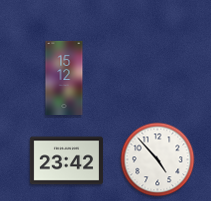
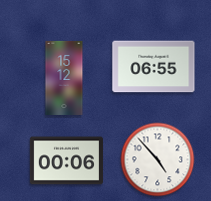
clock at (154, 67): none -> 06:55
clock at (66, 161): 23:42 -> 00:06
